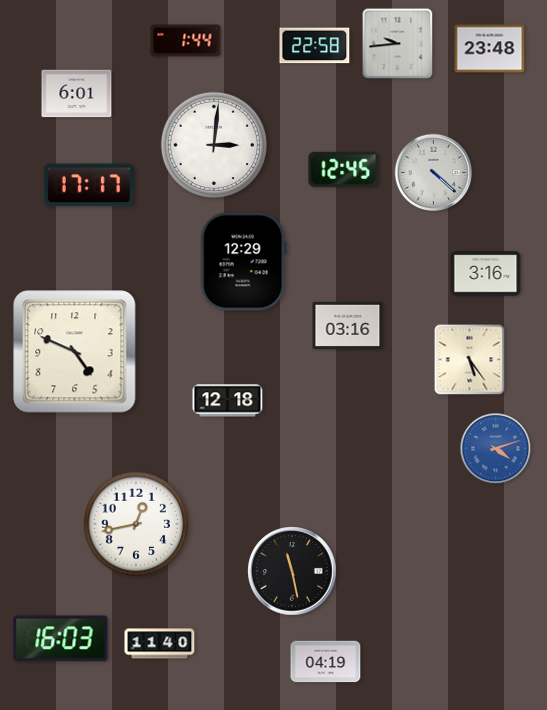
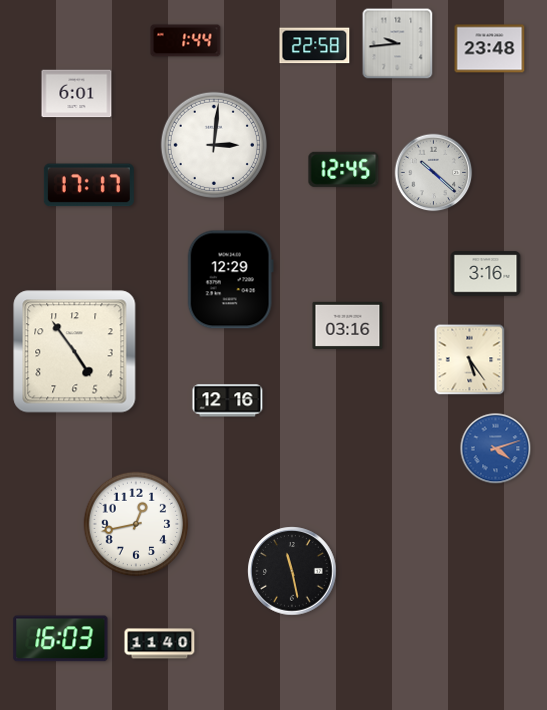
clock at (434, 173): 4:22 -> 10:22
clock at (243, 262) position: (243, 262) -> (230, 280)
clock at (75, 352): 4:49 -> 4:54
clock at (228, 401): 12:18 -> 12:16
clock at (326, 662): 04:19 -> none
